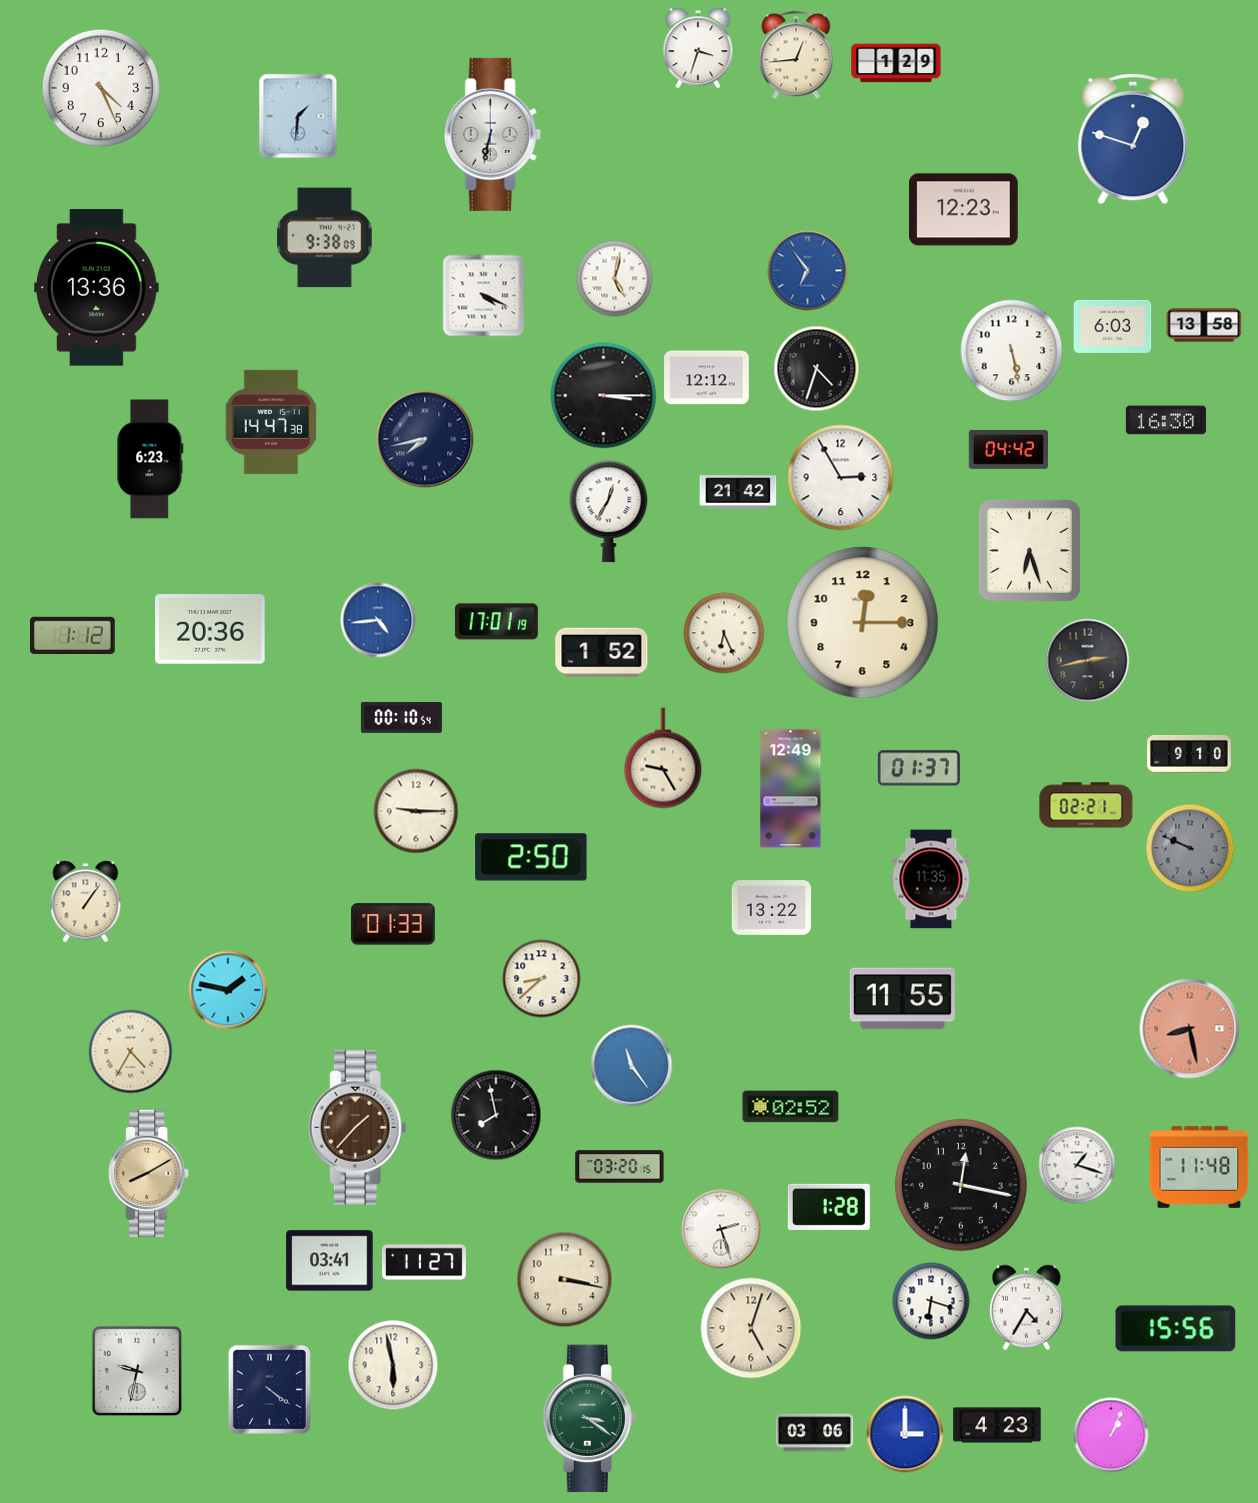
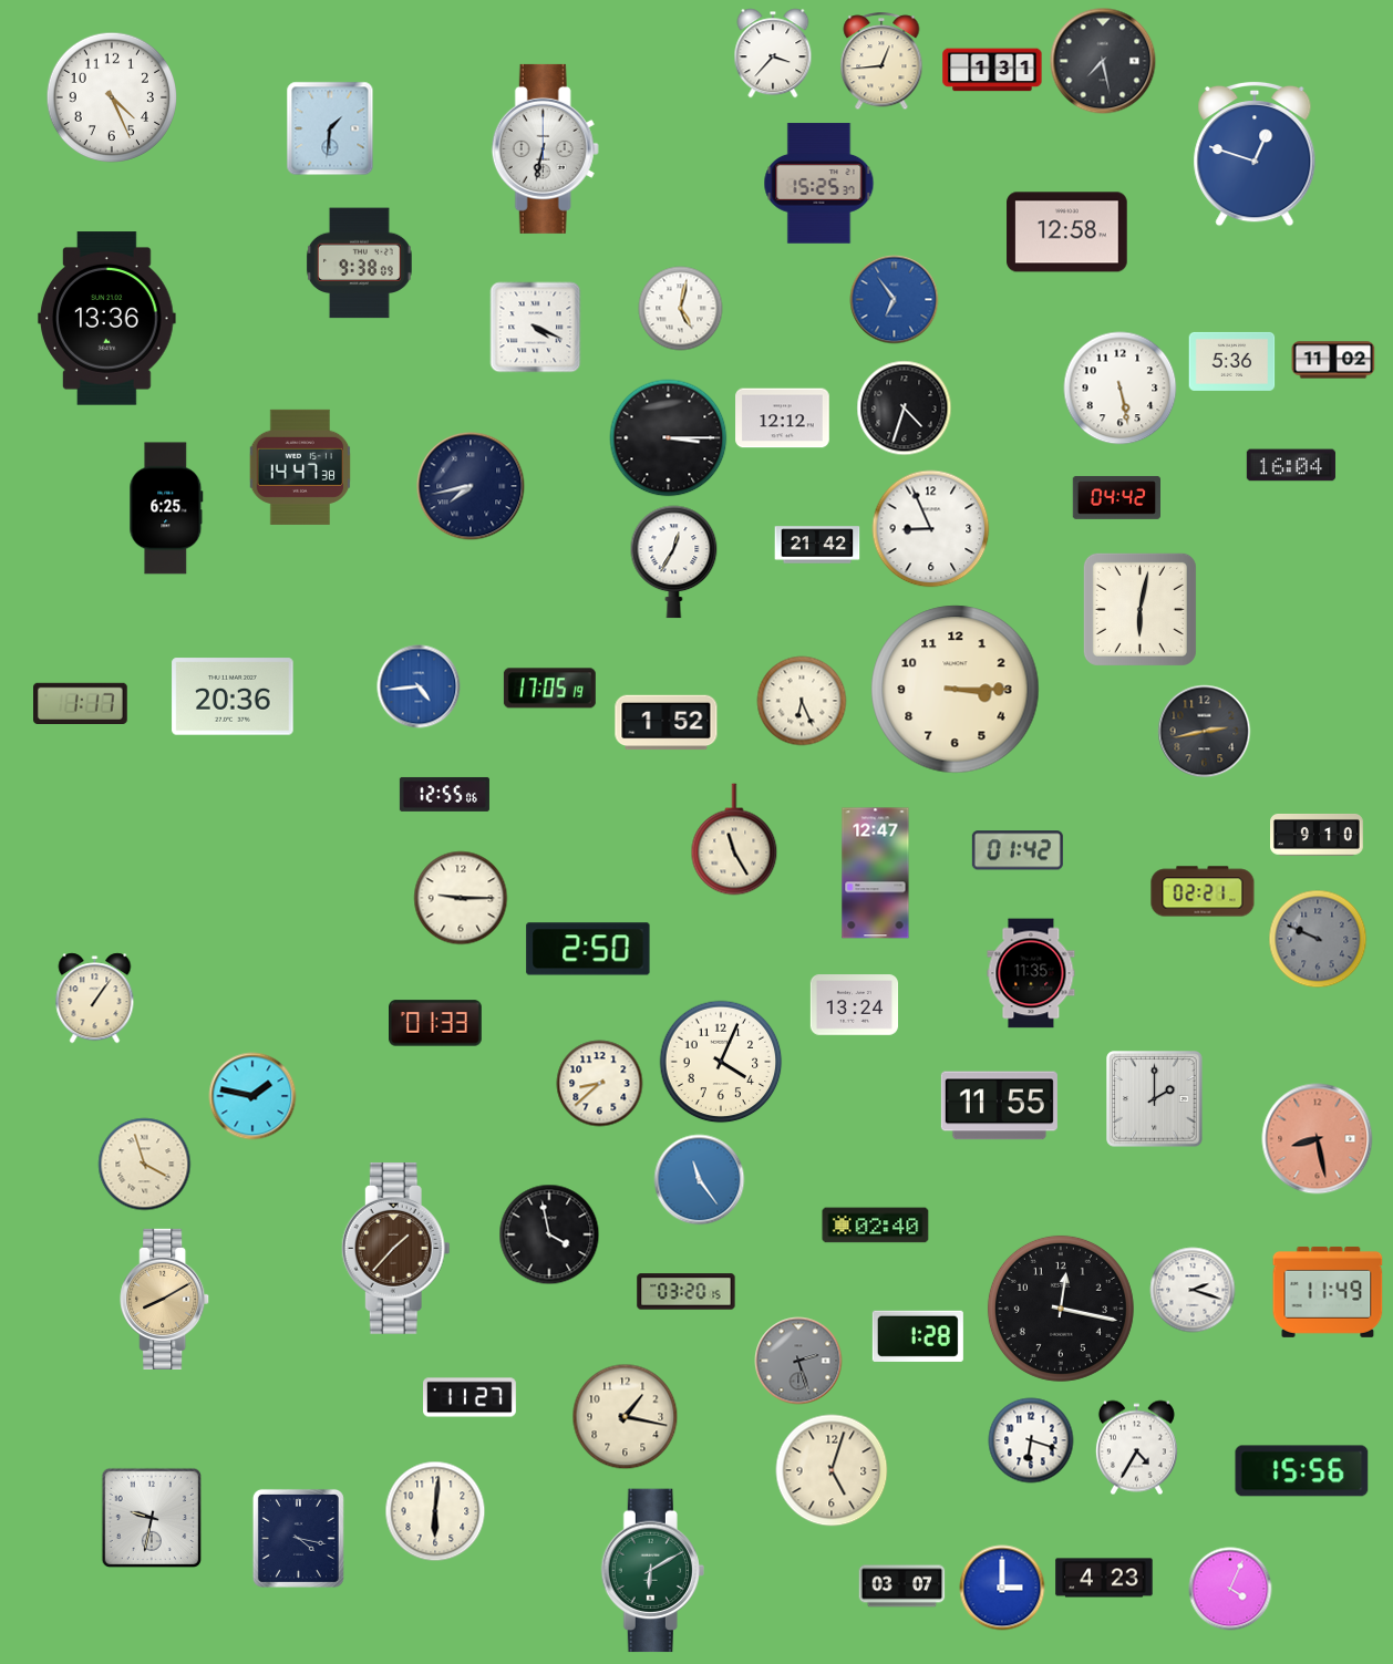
clock at (698, 48): 3:33 -> 3:37
clock at (1103, 61): none -> 7:28
clock at (896, 63): 1:29 -> 1:31
clock at (819, 184): none -> 15:25
clock at (964, 210): 12:23 -> 12:58
clock at (1204, 325): 13:58 -> 11:02
clock at (1113, 326): 6:03 -> 5:36
clock at (1166, 420): 16:30 -> 16:04
clock at (150, 459): 6:23 -> 6:25
clock at (841, 478): 2:55 -> 8:56
clock at (609, 512) position: (609, 512) -> (674, 562)
clock at (1029, 550): 6:27 -> 6:02
clock at (496, 622): 17:01 -> 17:05
clock at (863, 623): 12:15 -> 3:15
clock at (73, 635): 1:12 -> 1:17
clock at (401, 717): 00:10 -> 12:55
clock at (663, 758): 9:25 -> 11:25
clock at (919, 768): 01:37 -> 01:42
clock at (791, 789): 12:49 -> 12:47
clock at (772, 908): 13:22 -> 13:24
clock at (721, 1062): none -> 4:04
clock at (1155, 1099): none -> 2:00
clock at (131, 1052): 4:35 -> 3:57
clock at (791, 1107): 02:52 -> 02:40
clock at (496, 1115): 7:58 -> 3:58
clock at (1077, 1165): 1:18 -> 2:18
clock at (1199, 1167): 11:48 -> 11:49
clock at (961, 1185) position: (961, 1185) -> (1061, 1309)
clock at (721, 1229) dial: white -> grey
clock at (330, 1261): 03:41 -> none
clock at (565, 1280): 3:17 -> 1:17
clock at (393, 1365): 5:58 -> 6:01
clock at (269, 1389): 4:21 -> 4:17
clock at (589, 1419): 3:21 -> 6:10
clock at (815, 1433): 03:06 -> 03:07
clock at (1111, 1435): 1:04 -> 4:04
